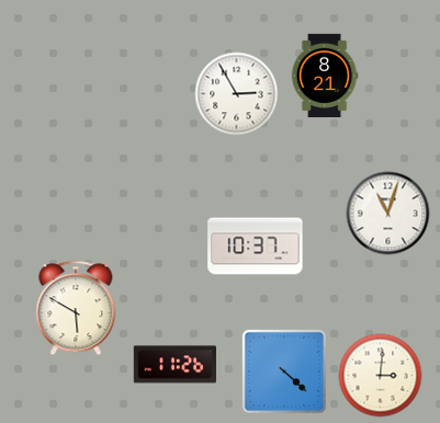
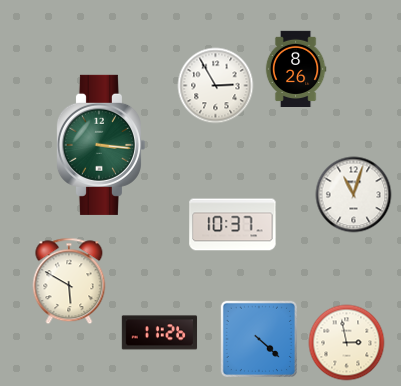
clock at (325, 75): 8:21 -> 8:26
clock at (100, 145): none -> 3:16
clock at (381, 376): 3:01 -> 2:58
